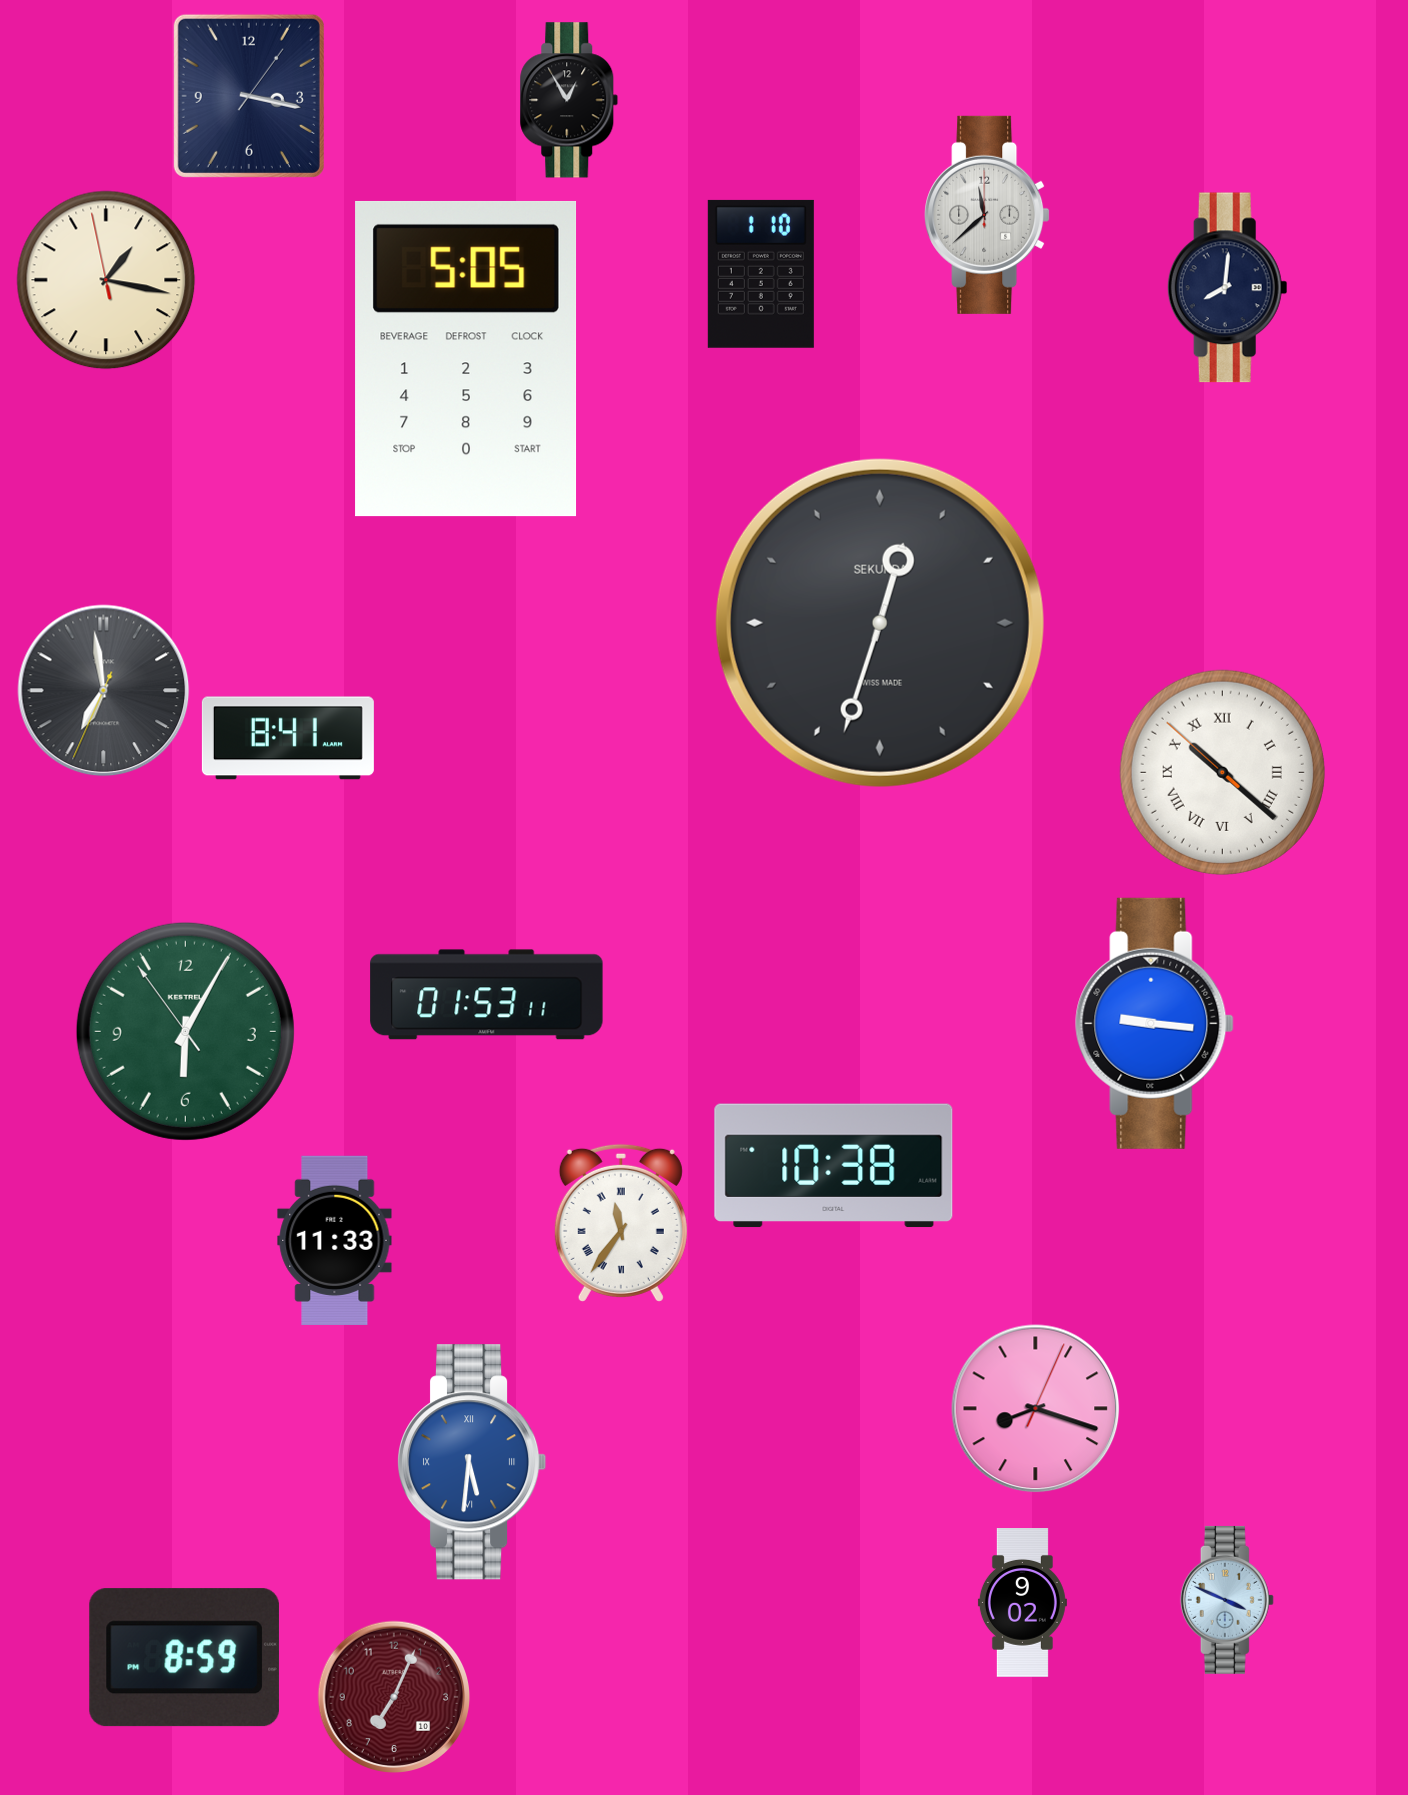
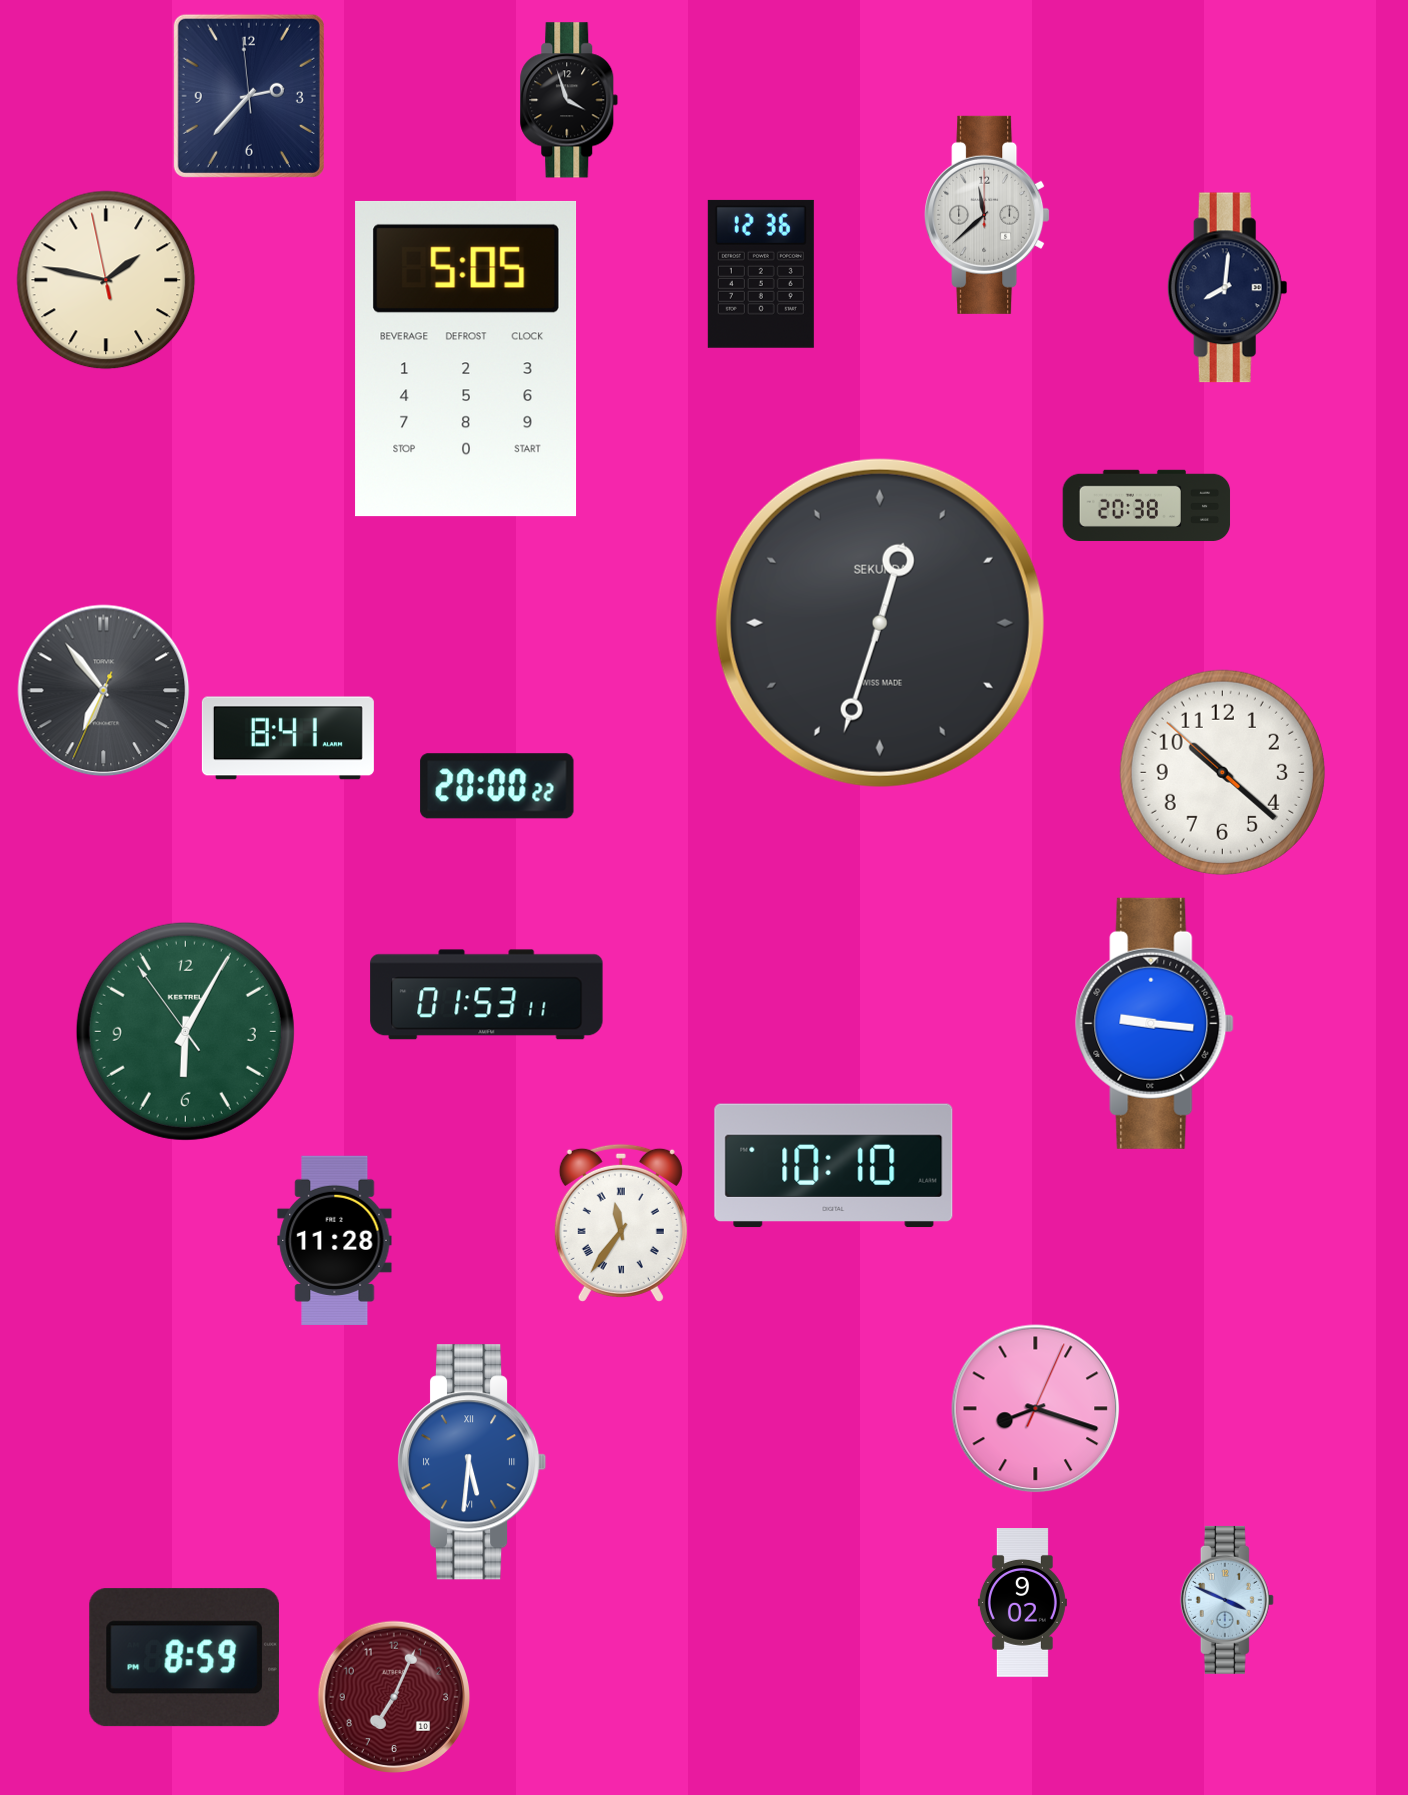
clock at (249, 96): 3:17 -> 2:36
clock at (569, 100): 12:55 -> 3:57
clock at (761, 274): 1:10 -> 12:36
clock at (106, 280): 1:16 -> 1:46
clock at (1147, 505): none -> 20:38
clock at (104, 691): 6:58 -> 6:53
clock at (1222, 772) numerals: Roman -> Arabic
clock at (497, 786): none -> 20:00
clock at (834, 1166): 10:38 -> 10:10
clock at (335, 1240): 11:33 -> 11:28
